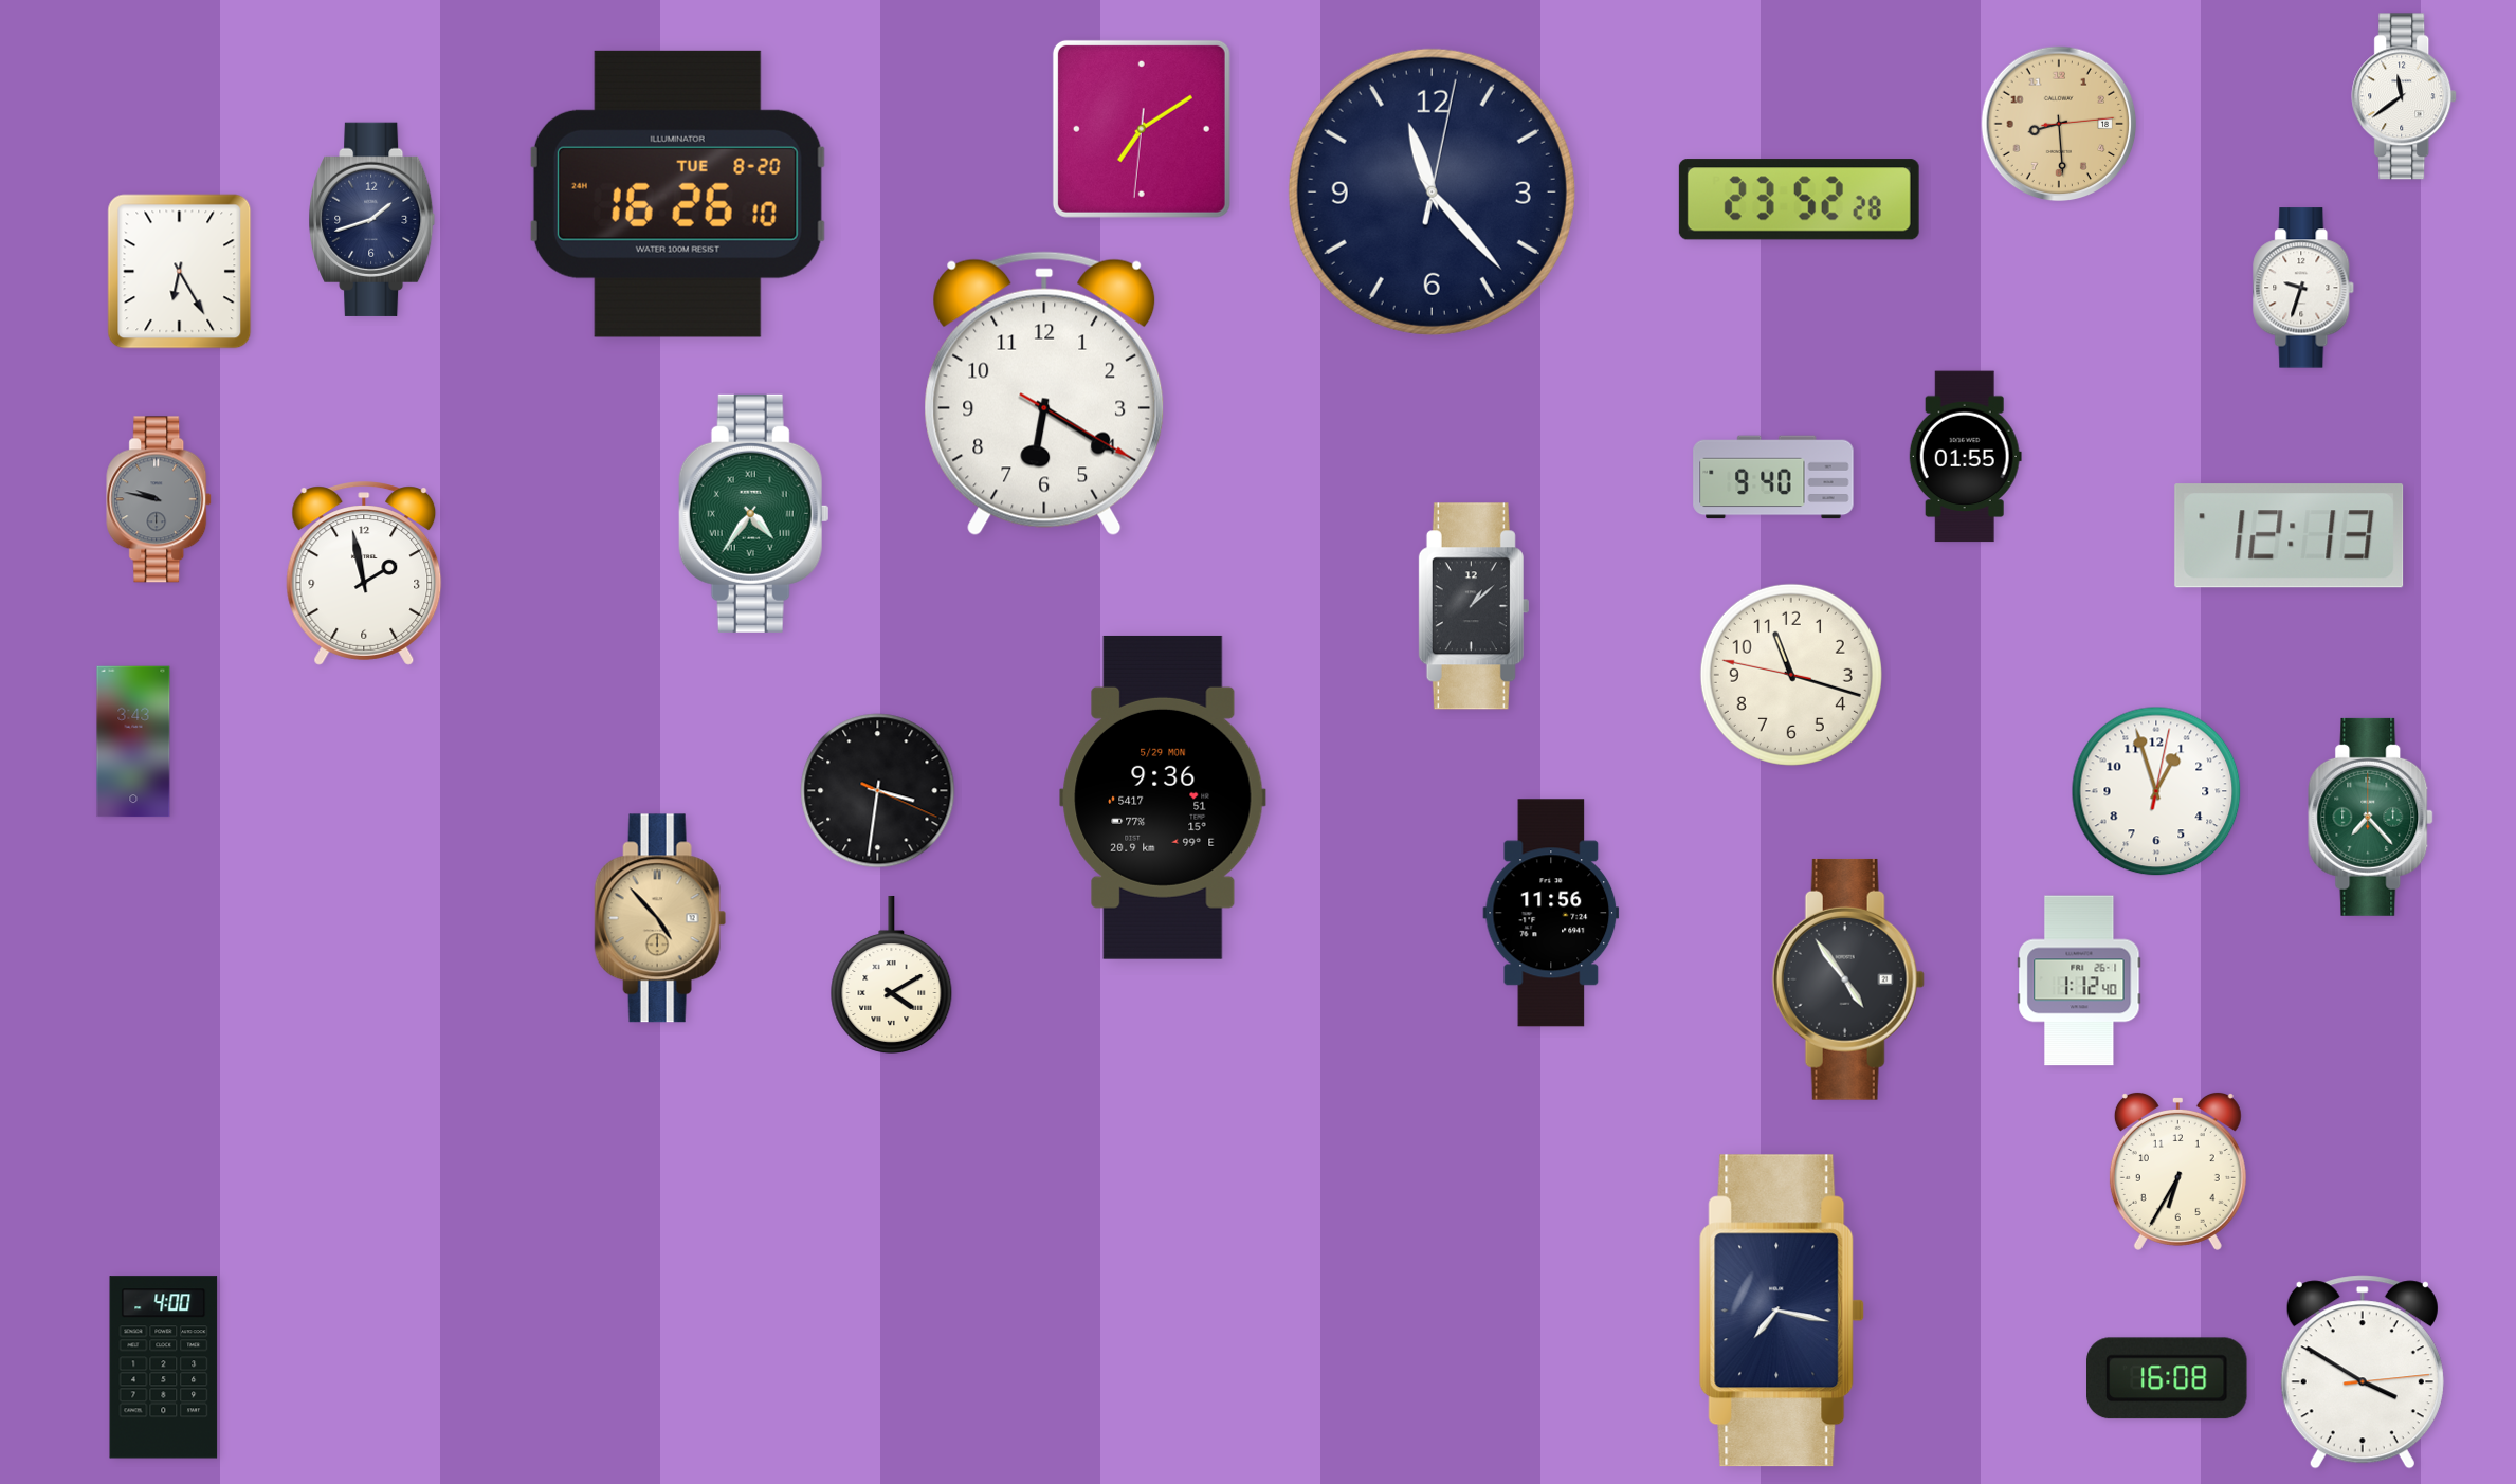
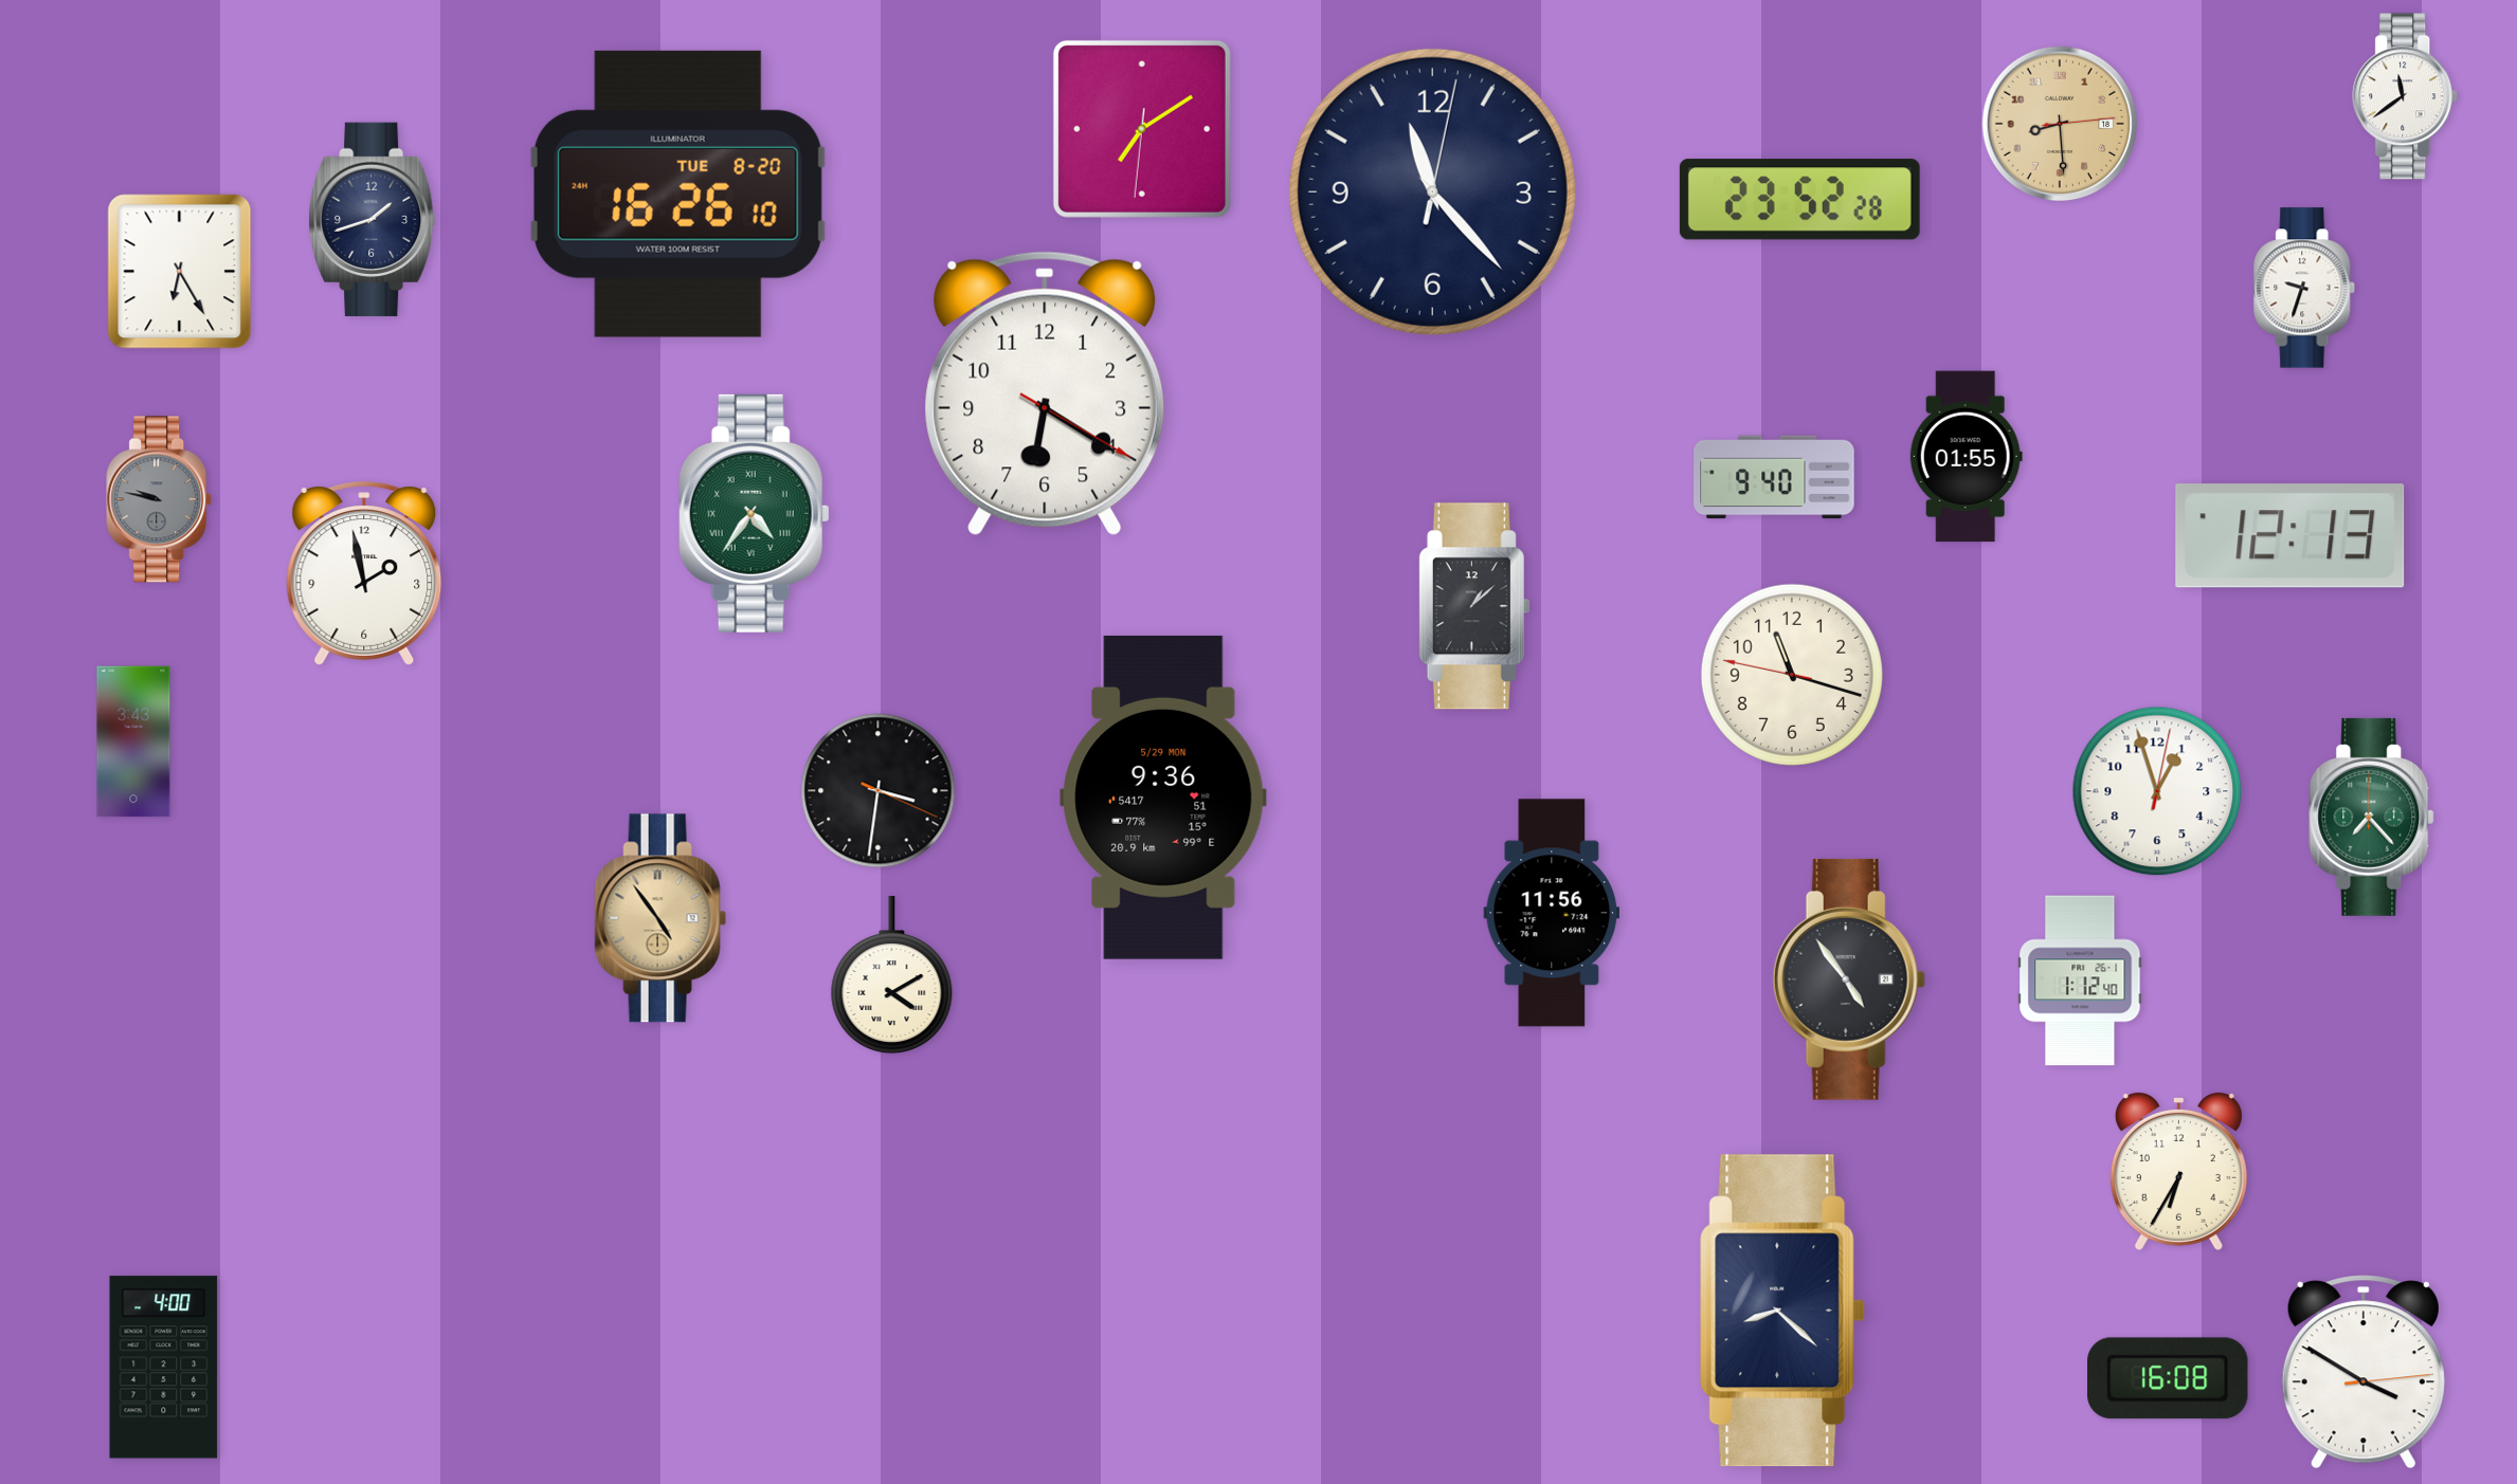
clock at (660, 918): 4:53 -> 4:54
clock at (1782, 1311): 7:17 -> 8:22
